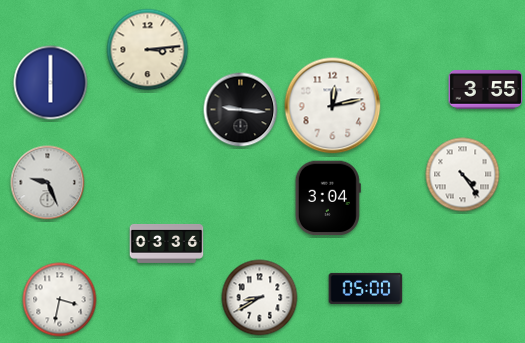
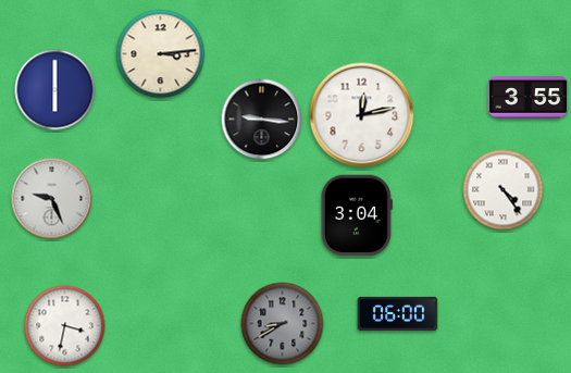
clock at (167, 243): 03:36 -> none
clock at (366, 288): 05:00 -> 06:00
clock at (260, 298) dial: white -> grey
